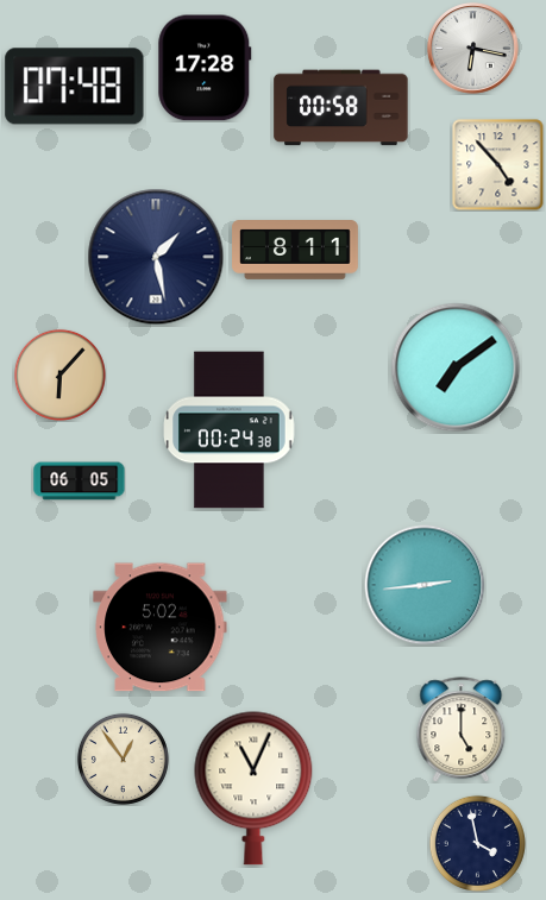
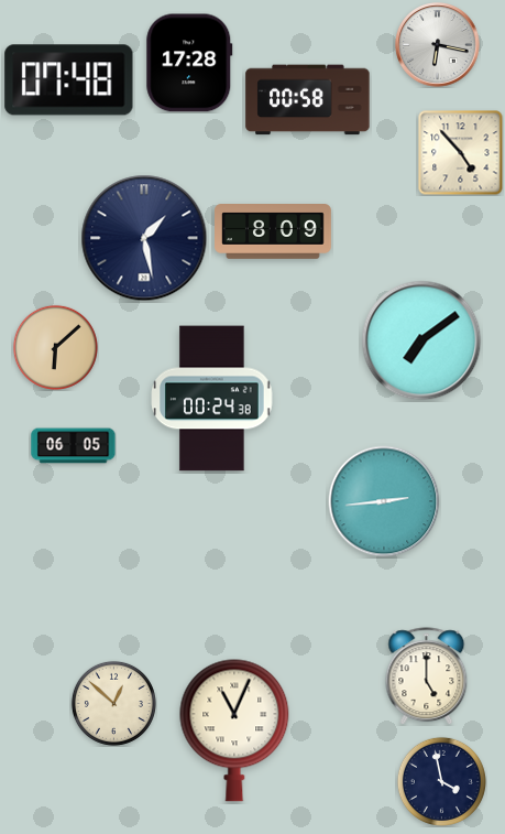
clock at (341, 108) position: (341, 108) -> (308, 100)
clock at (296, 250): 8:11 -> 8:09
clock at (59, 375): 6:07 -> 6:08
clock at (425, 585) position: (425, 585) -> (384, 501)
clock at (161, 628): 5:02 -> none
clock at (123, 759): 12:54 -> 12:52
